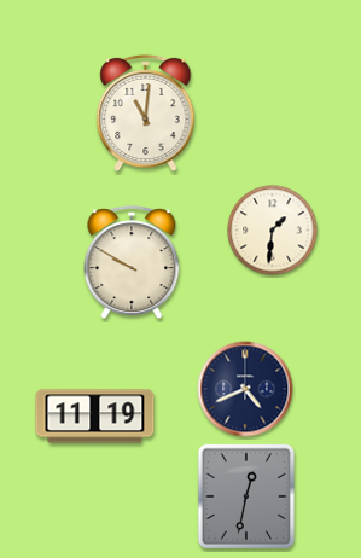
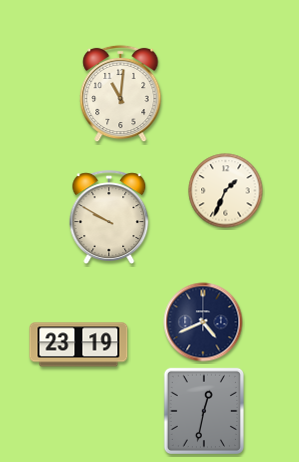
clock at (273, 231): 1:31 -> 1:34
clock at (95, 417): 11:19 -> 23:19
